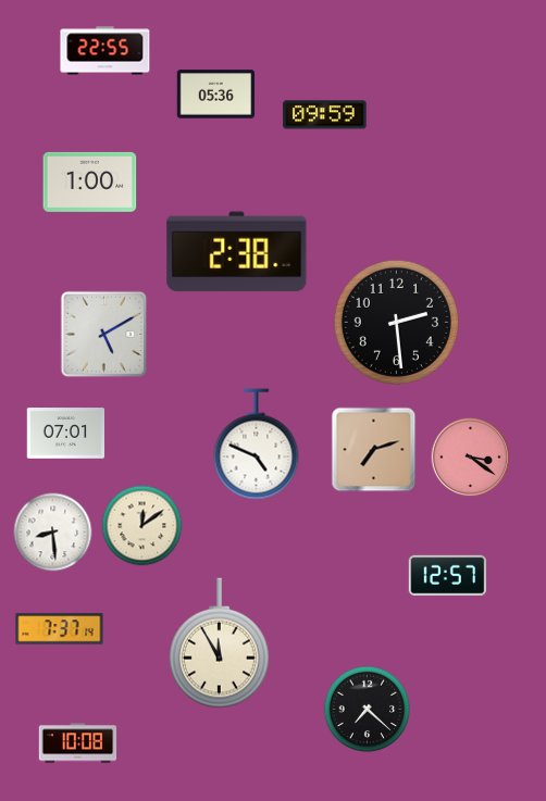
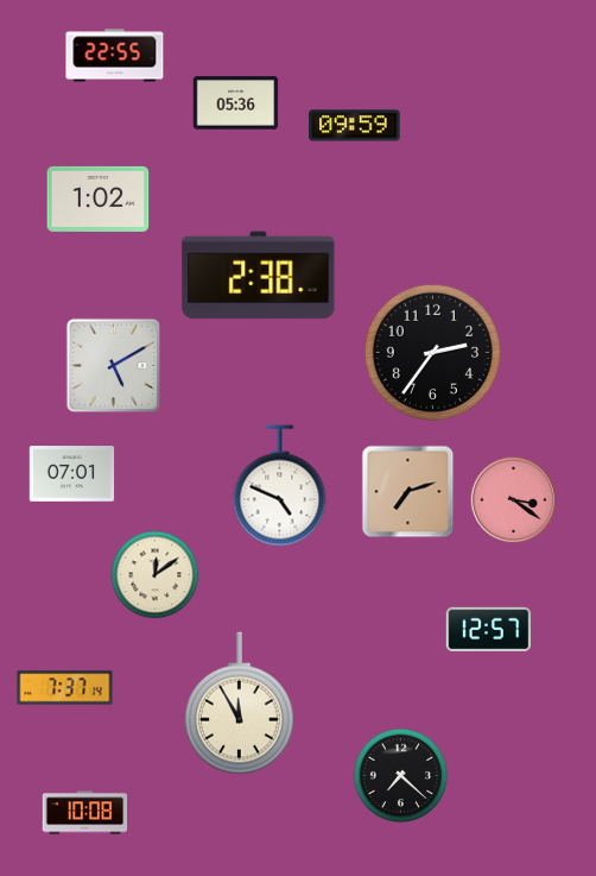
clock at (90, 182): 1:00 -> 1:02
clock at (396, 322): 2:29 -> 2:36
clock at (53, 533): 8:29 -> none
